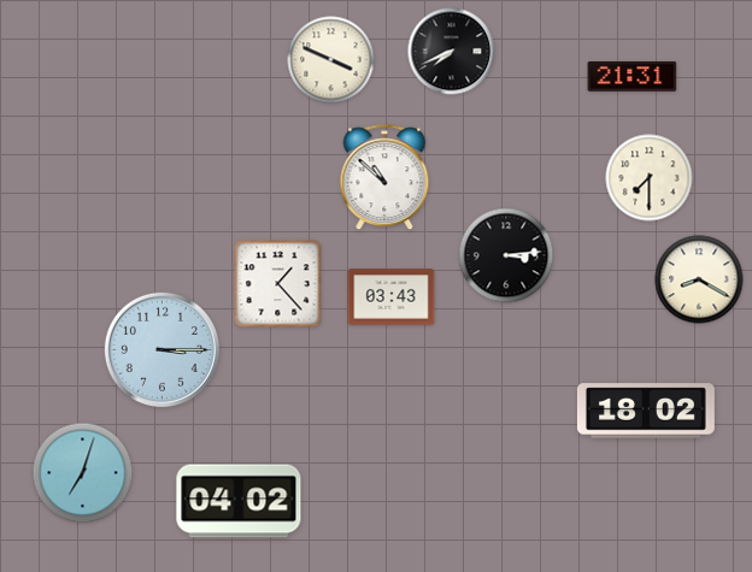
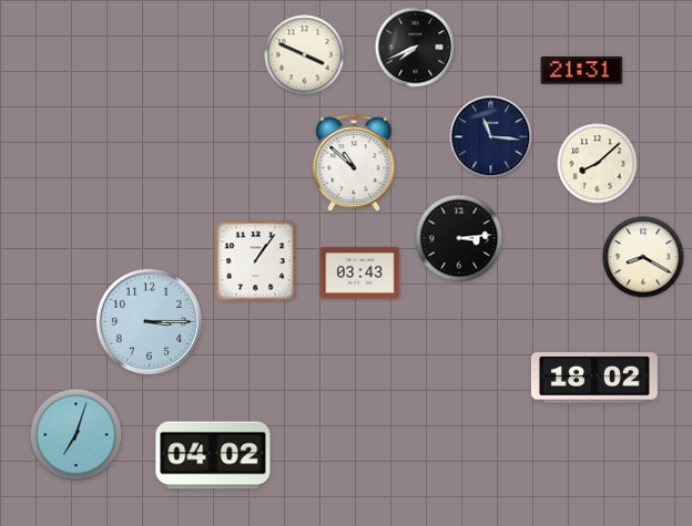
clock at (491, 137): none -> 11:16
clock at (650, 178): 7:30 -> 8:08
clock at (506, 255) position: (506, 255) -> (459, 238)
clock at (278, 284): 1:23 -> 1:06
clock at (239, 501) position: (239, 501) -> (213, 455)
